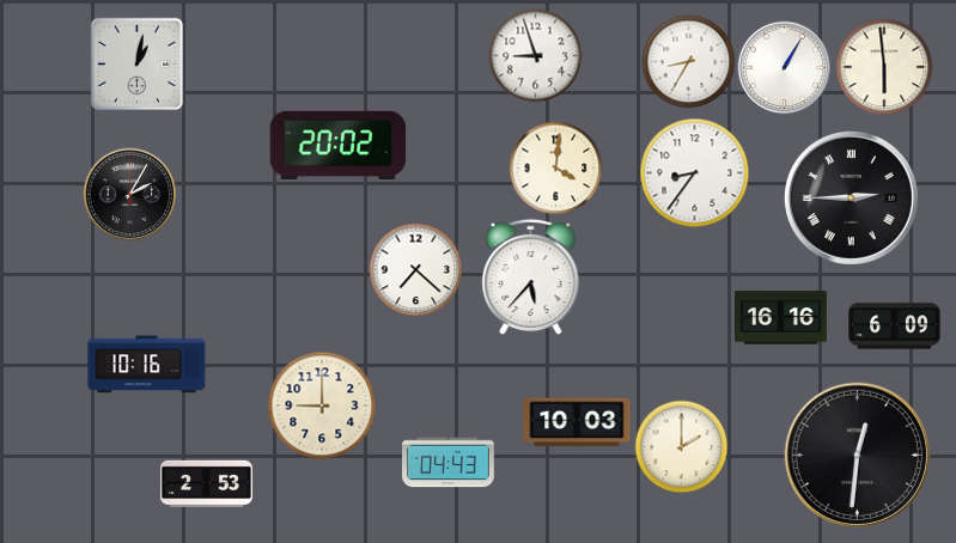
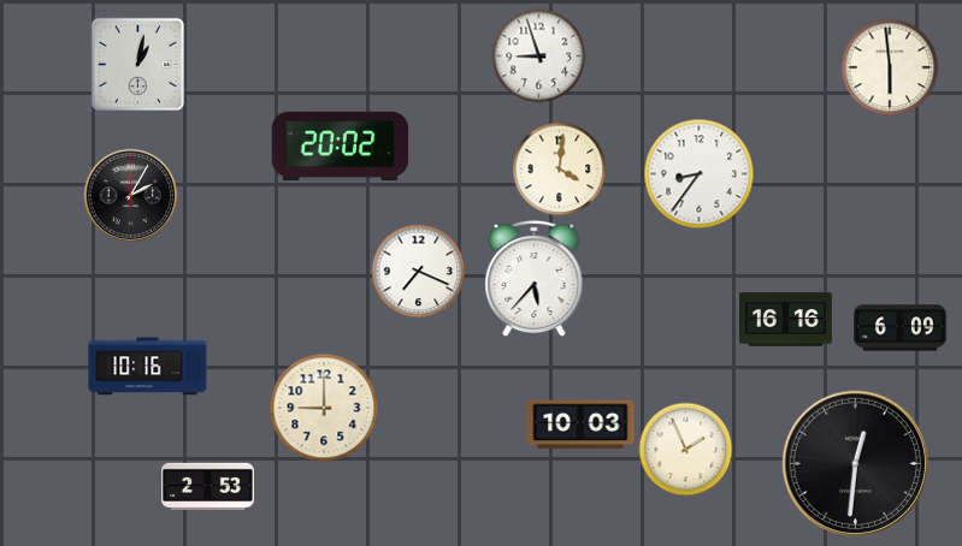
clock at (688, 61): 8:35 -> none
clock at (784, 67): 1:05 -> none
clock at (851, 197): 2:45 -> none
clock at (415, 269): 7:22 -> 7:19
clock at (681, 446): 2:00 -> 1:56
clock at (857, 454) position: (857, 454) -> (855, 463)
clock at (449, 463): 04:43 -> none
